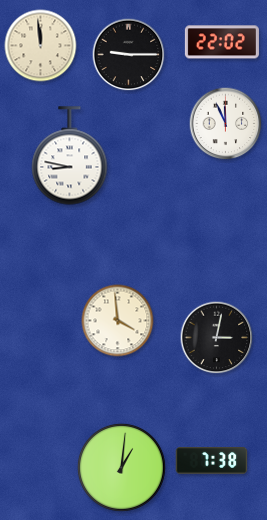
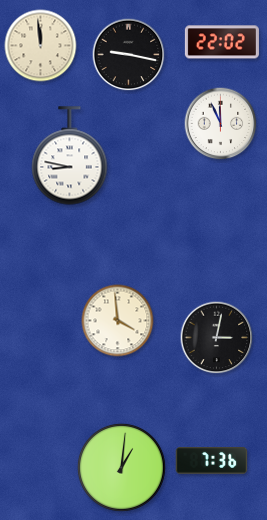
clock at (129, 55): 9:15 -> 9:17
clock at (226, 124) position: (226, 124) -> (221, 124)
clock at (212, 461): 7:38 -> 7:36
